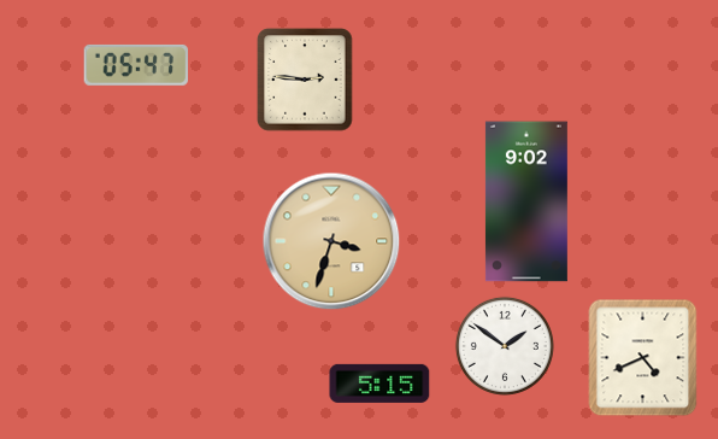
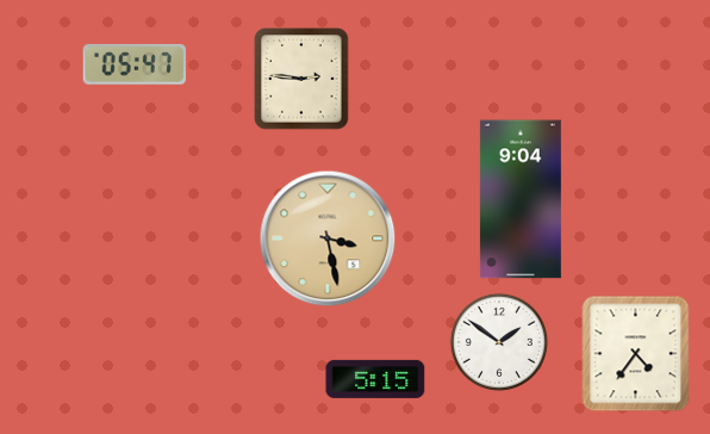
clock at (526, 201): 9:02 -> 9:04
clock at (331, 241): 3:33 -> 3:28
clock at (643, 358): 4:41 -> 4:36
